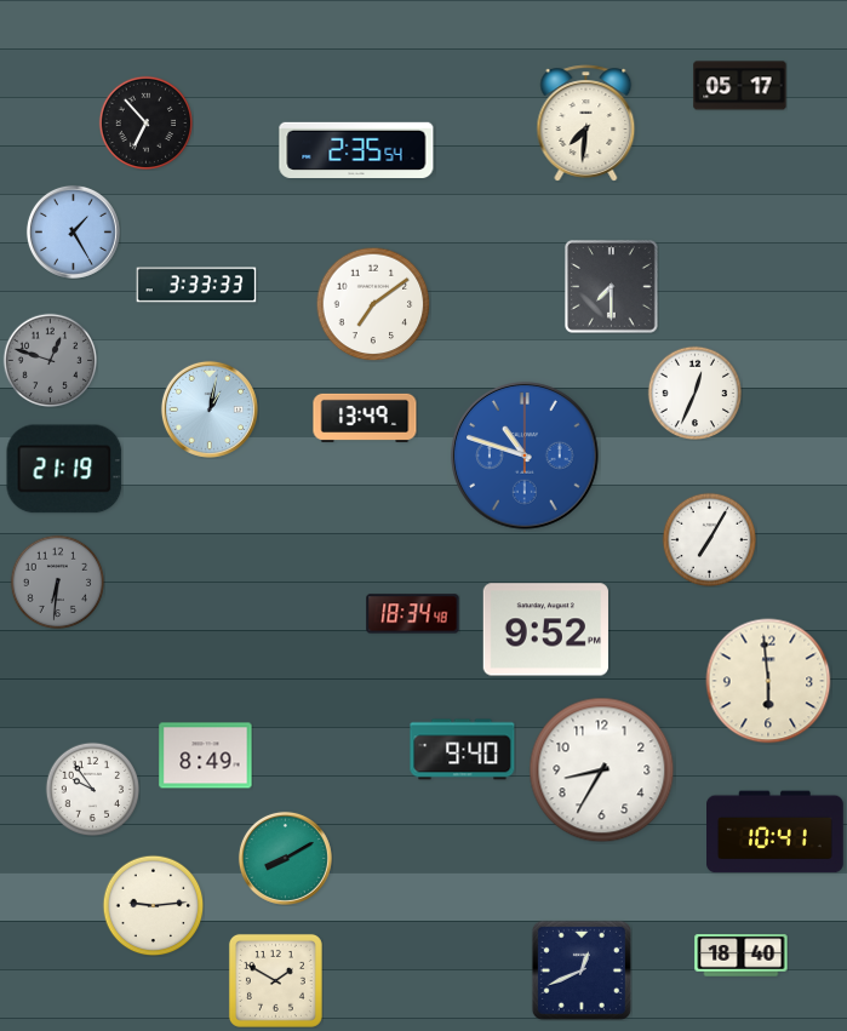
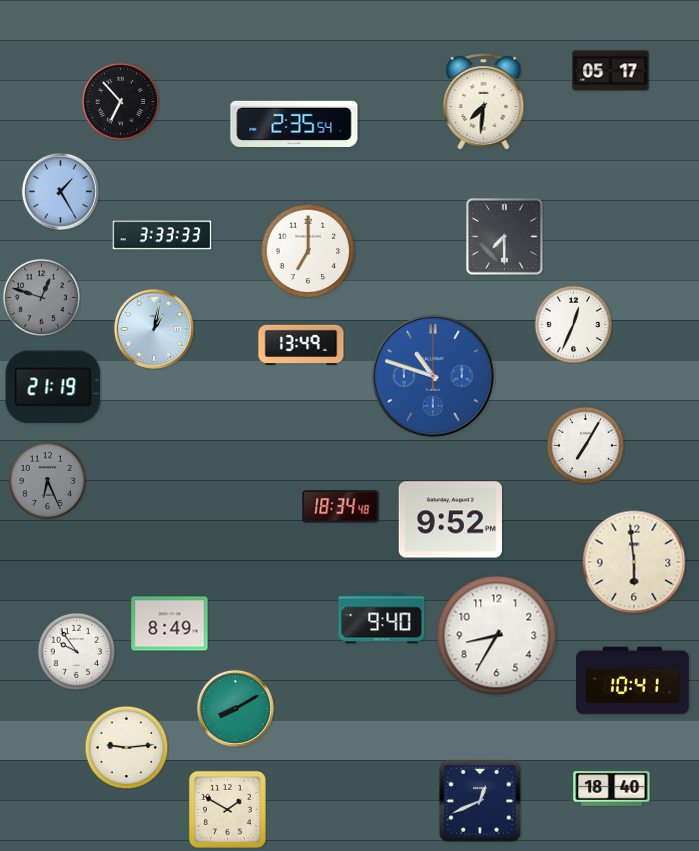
clock at (373, 304): 7:09 -> 7:00
clock at (210, 409) position: (210, 409) -> (154, 329)
clock at (57, 582): 6:31 -> 6:26
clock at (776, 832) position: (776, 832) -> (633, 681)
